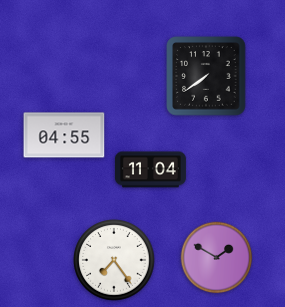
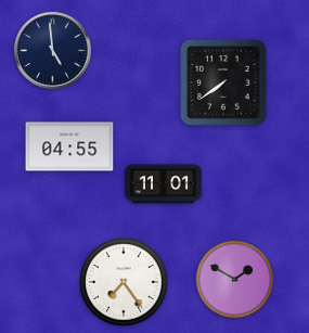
clock at (52, 50): none -> 4:59
clock at (150, 170): 11:04 -> 11:01
